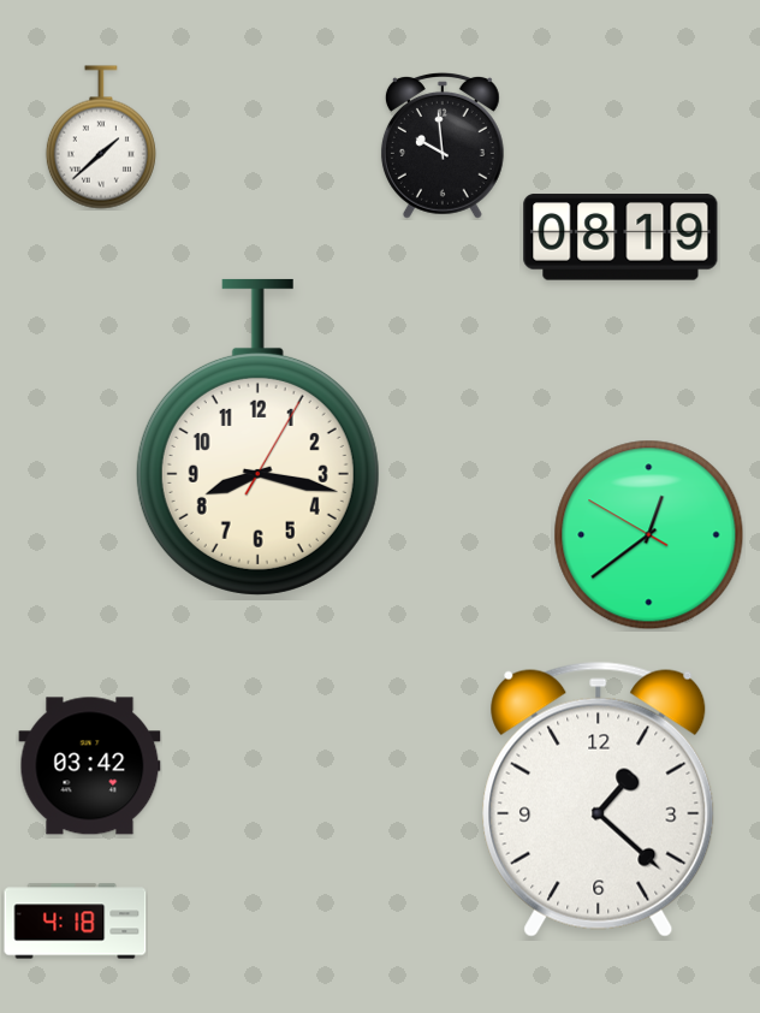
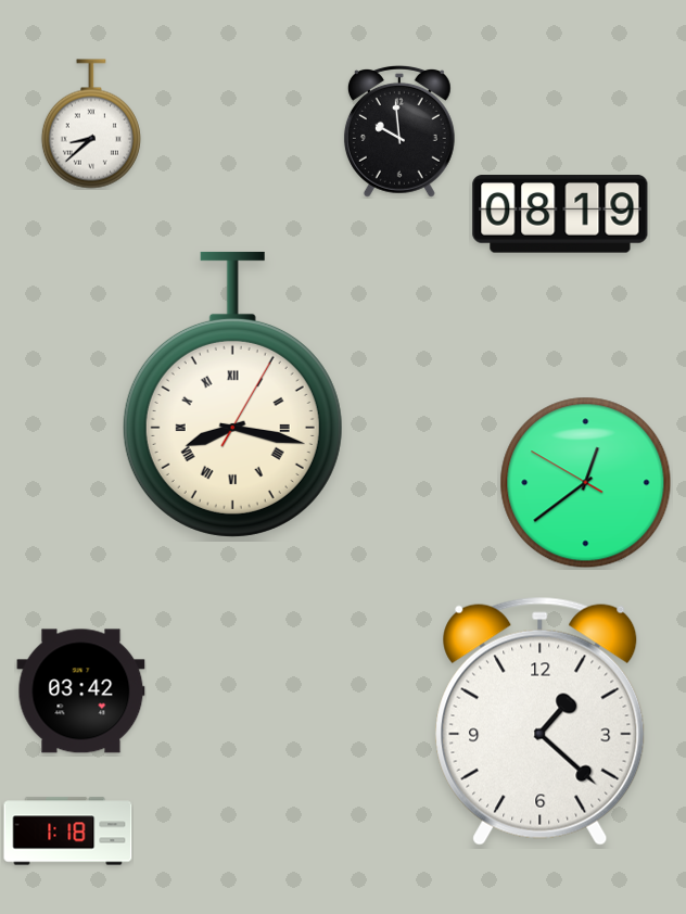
clock at (101, 137): 1:38 -> 8:38
clock at (257, 437) numerals: Arabic -> Roman
clock at (76, 922): 4:18 -> 1:18
